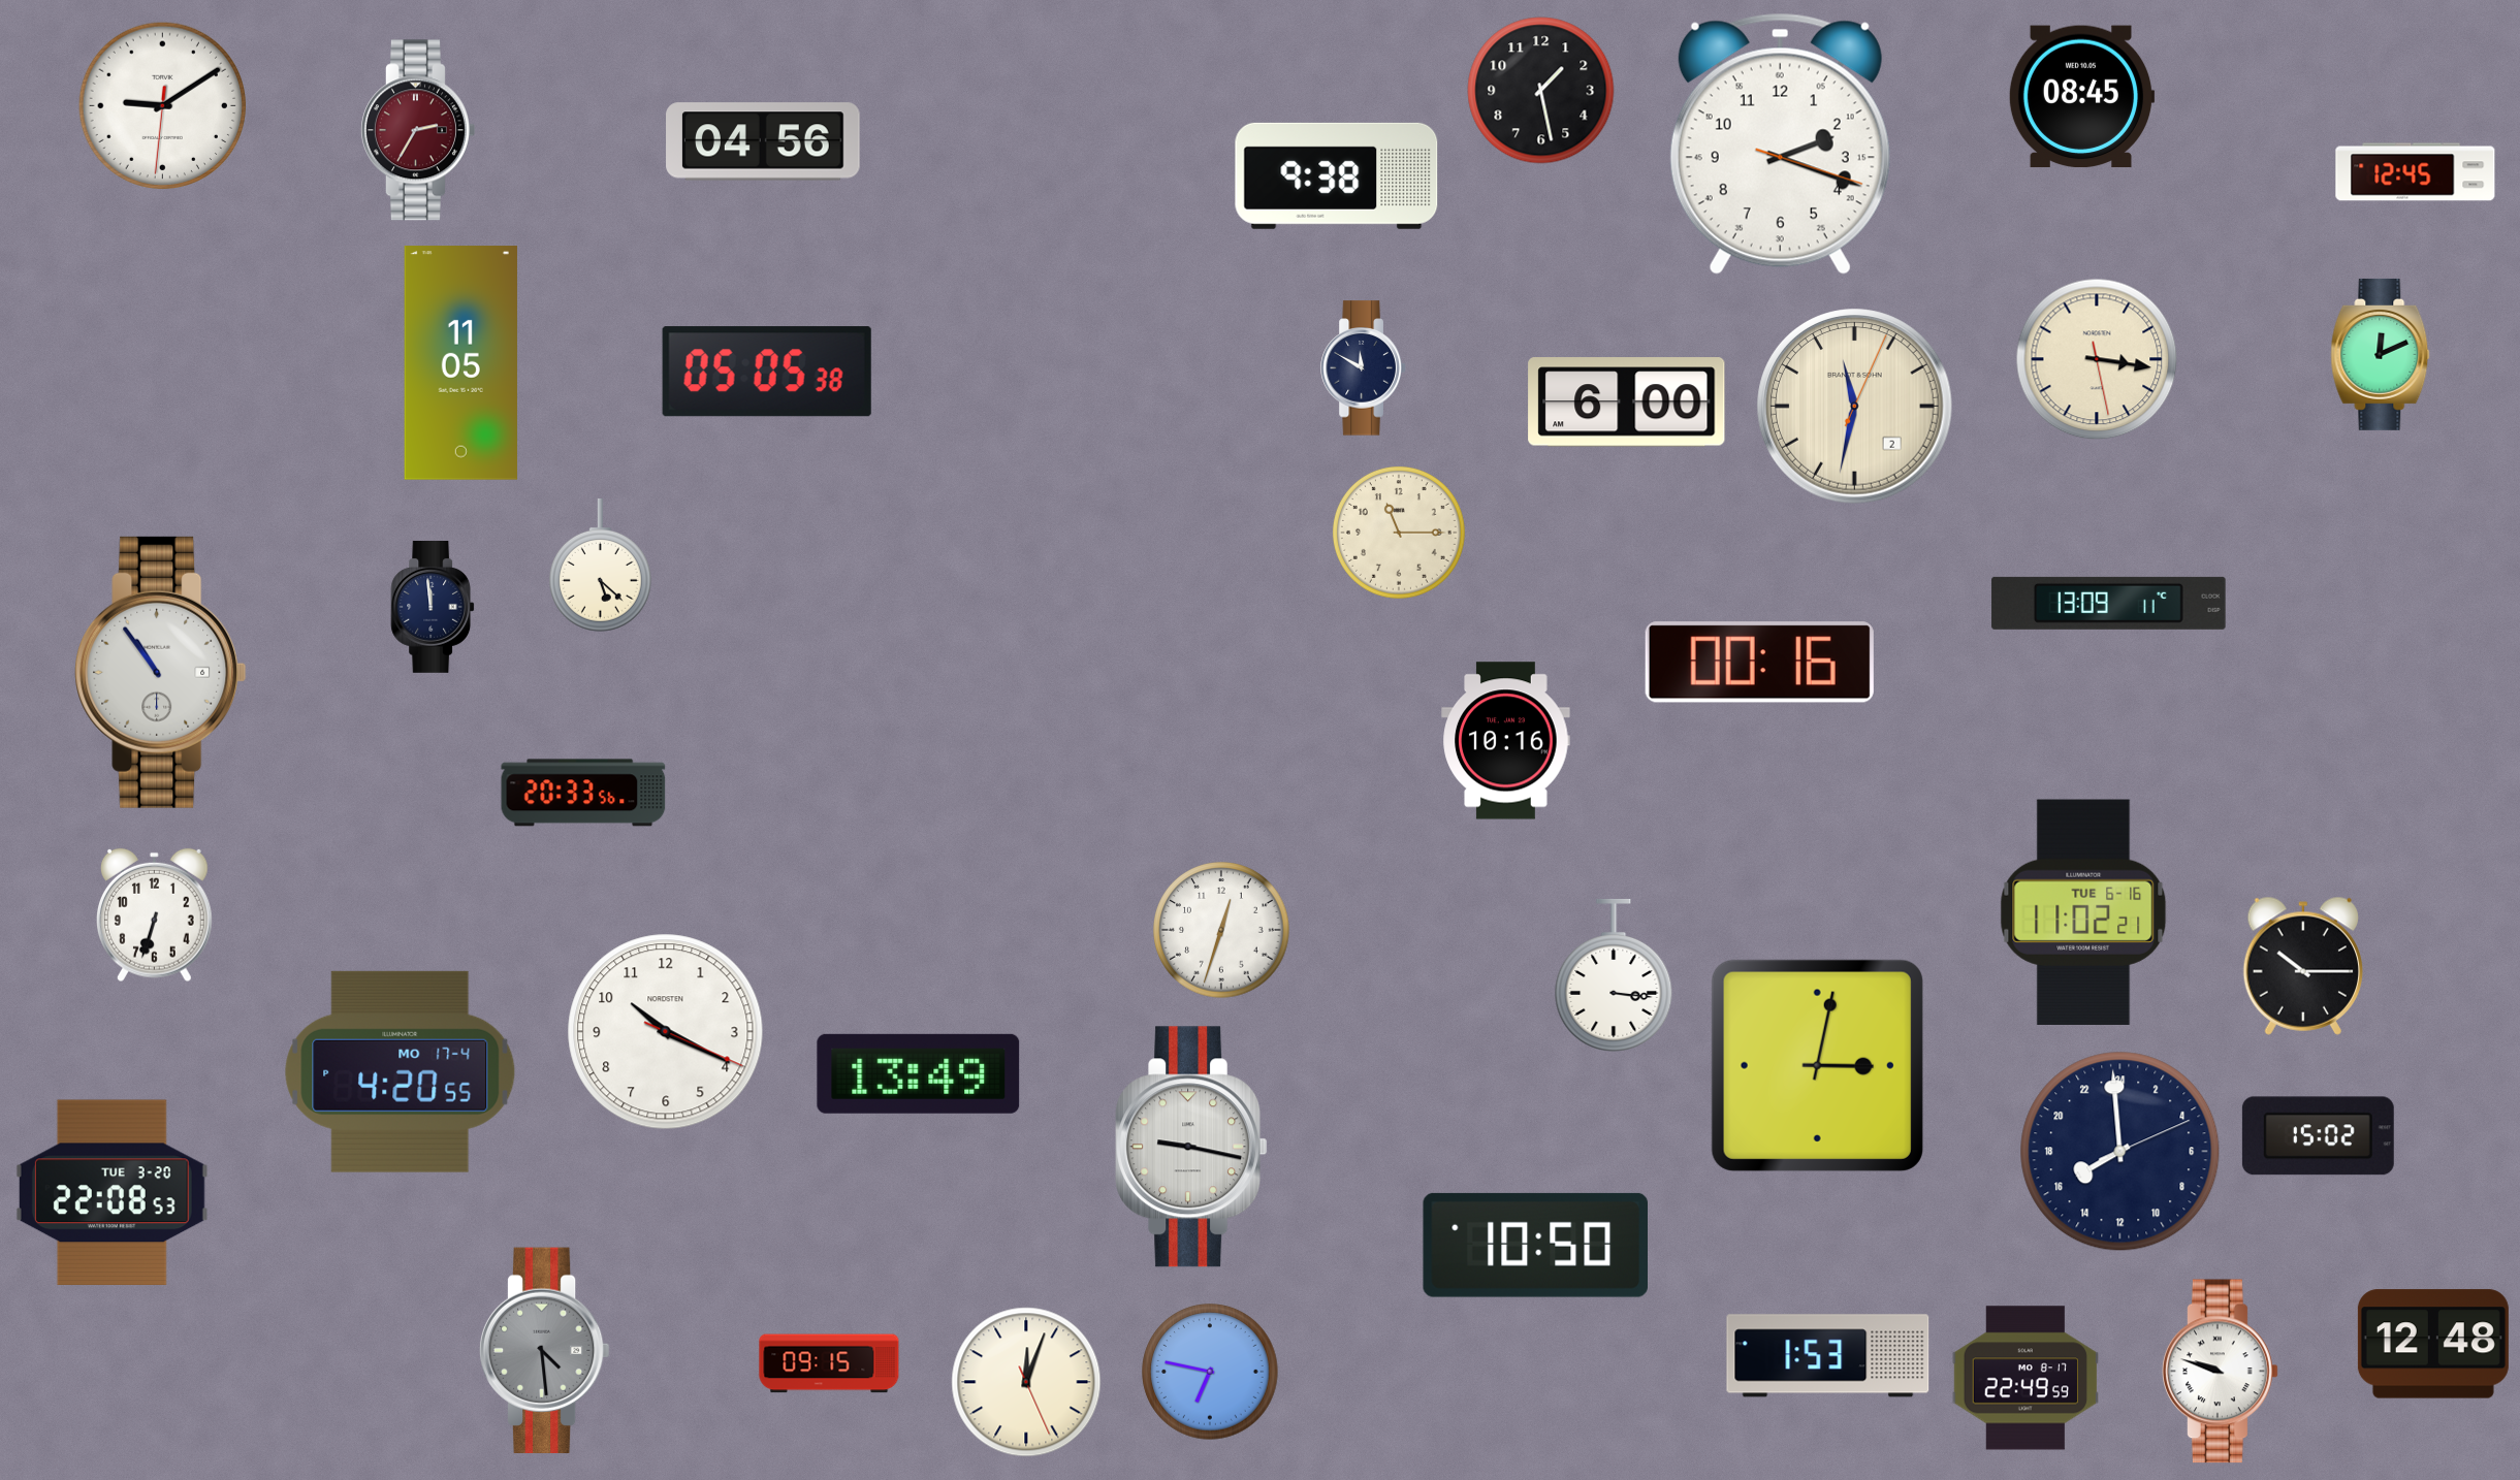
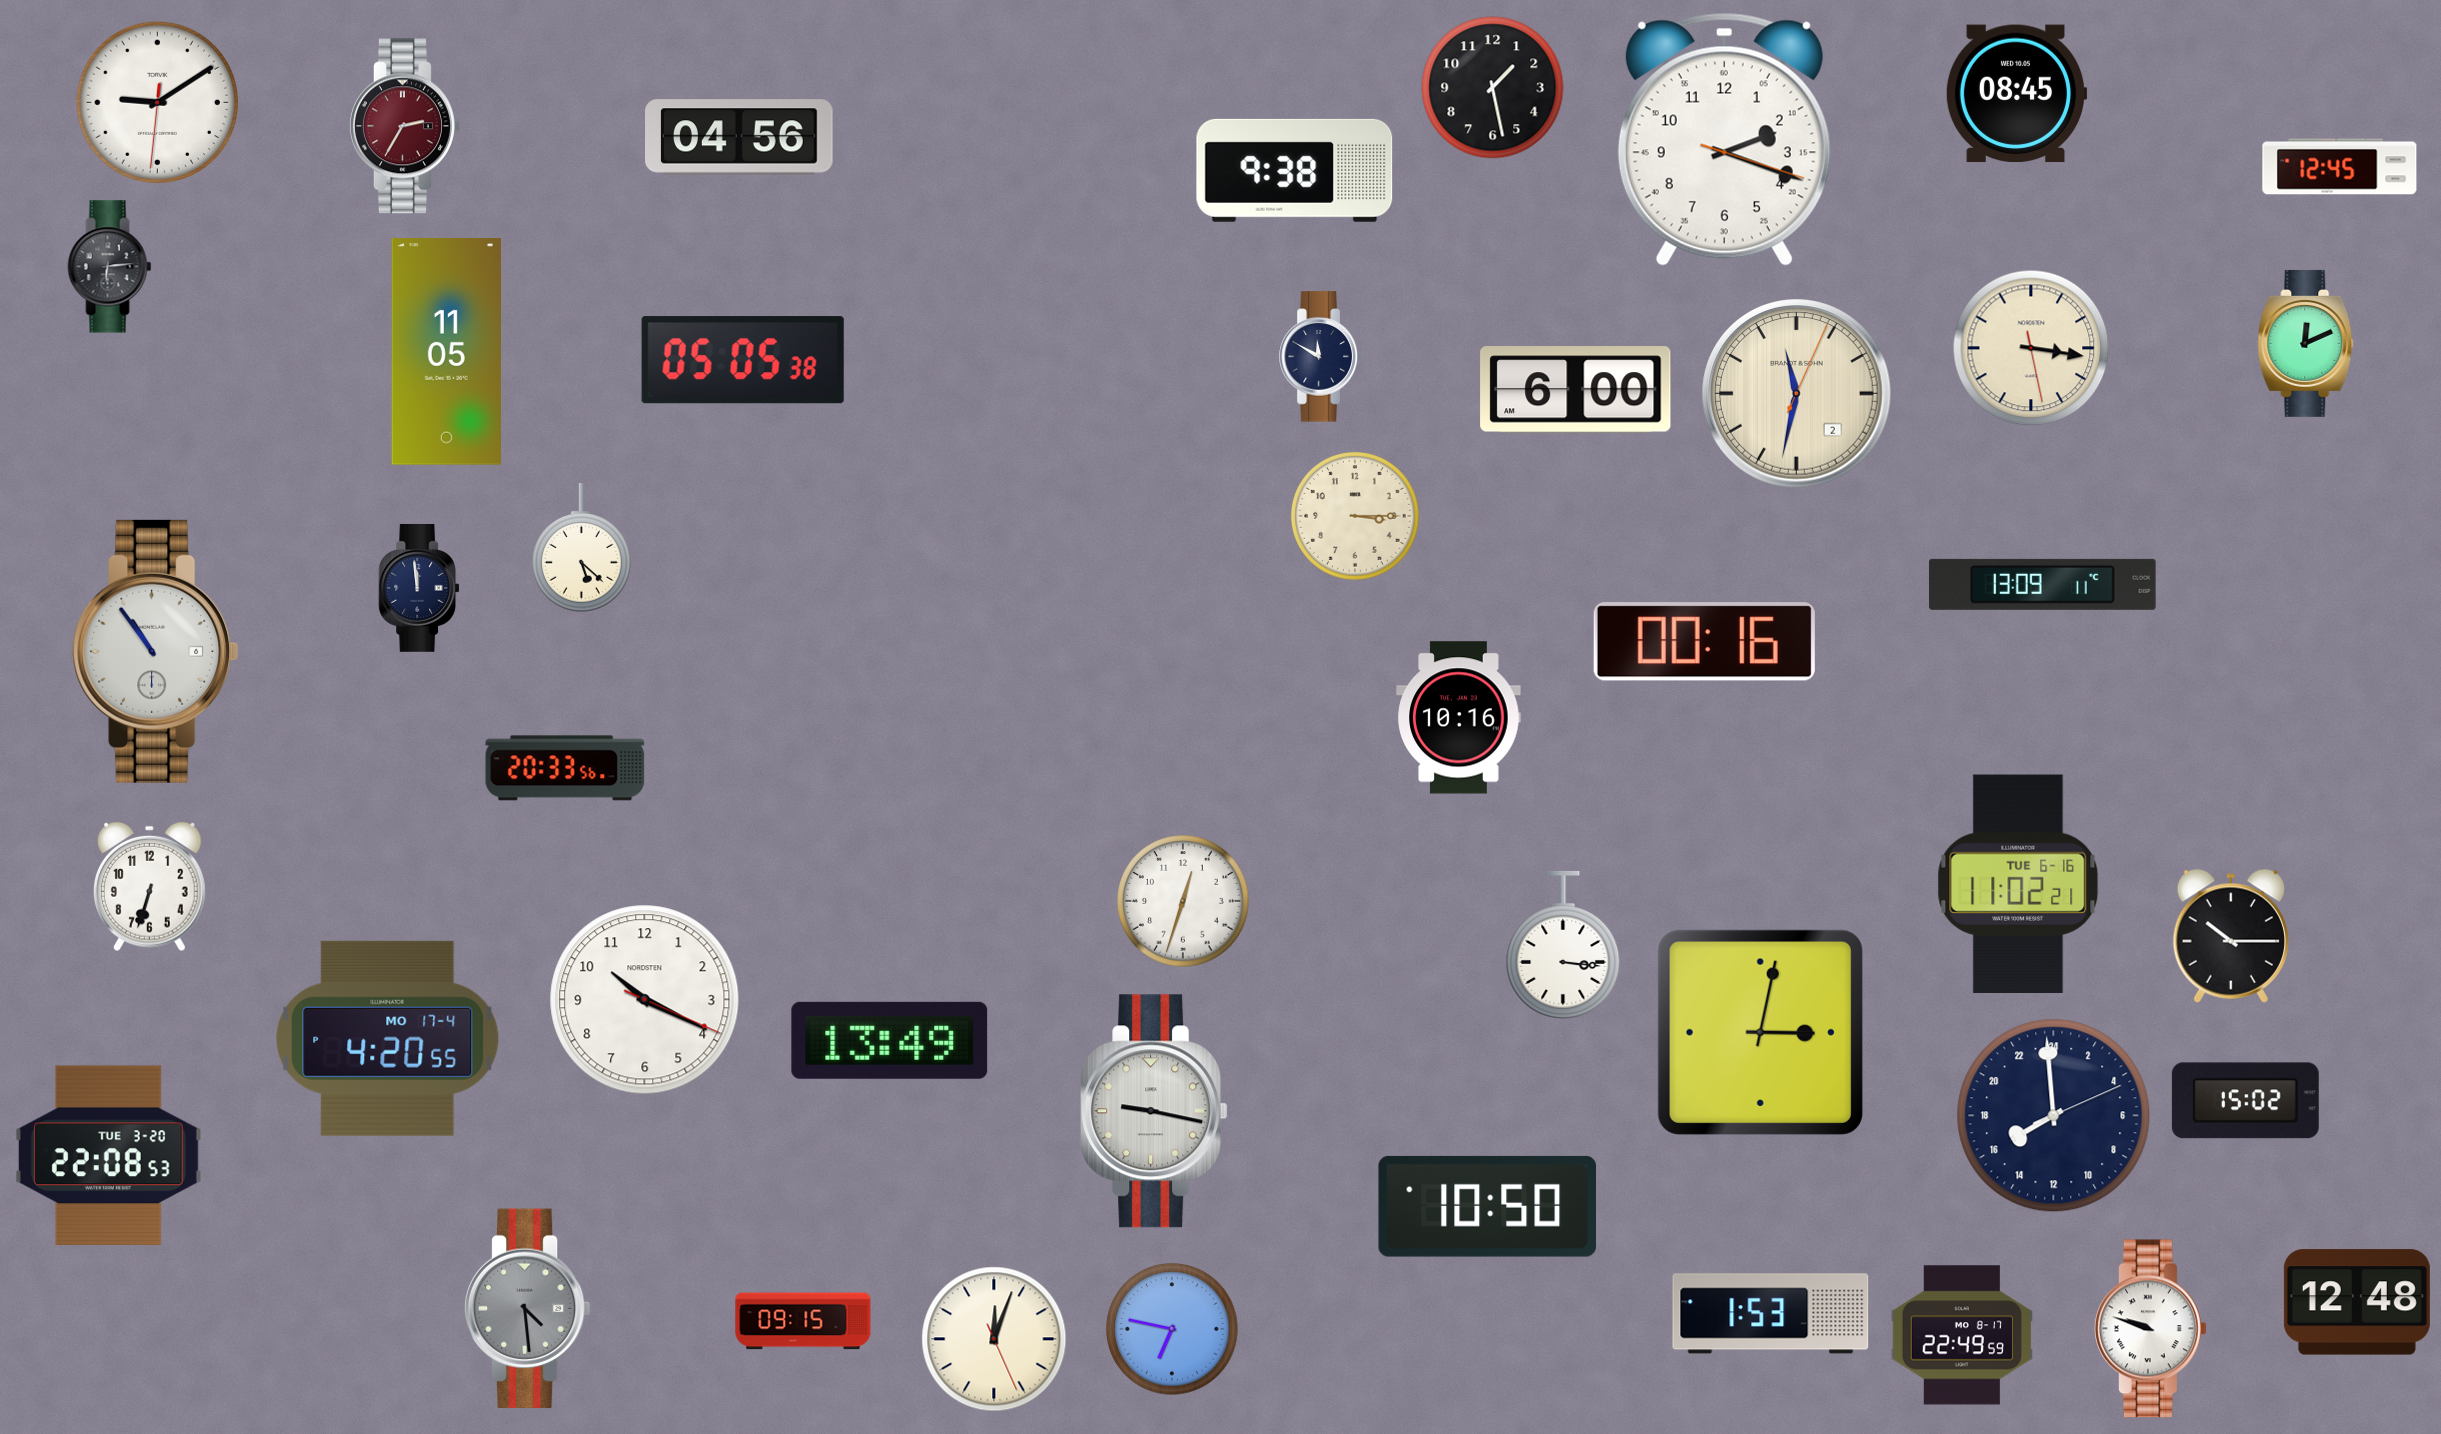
clock at (110, 267): none -> 6:14
clock at (1400, 534): 11:15 -> 3:15
